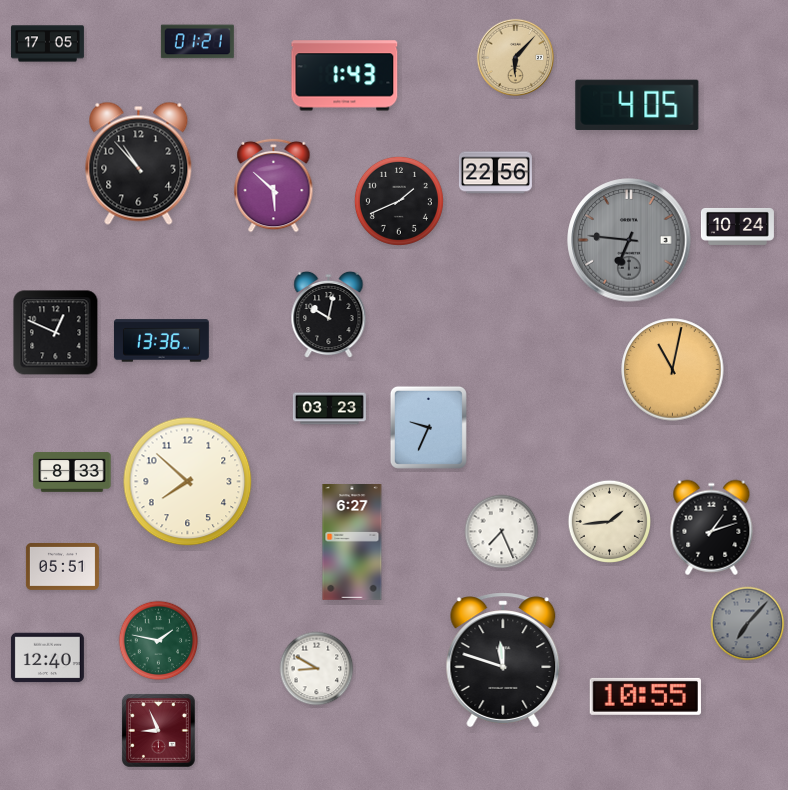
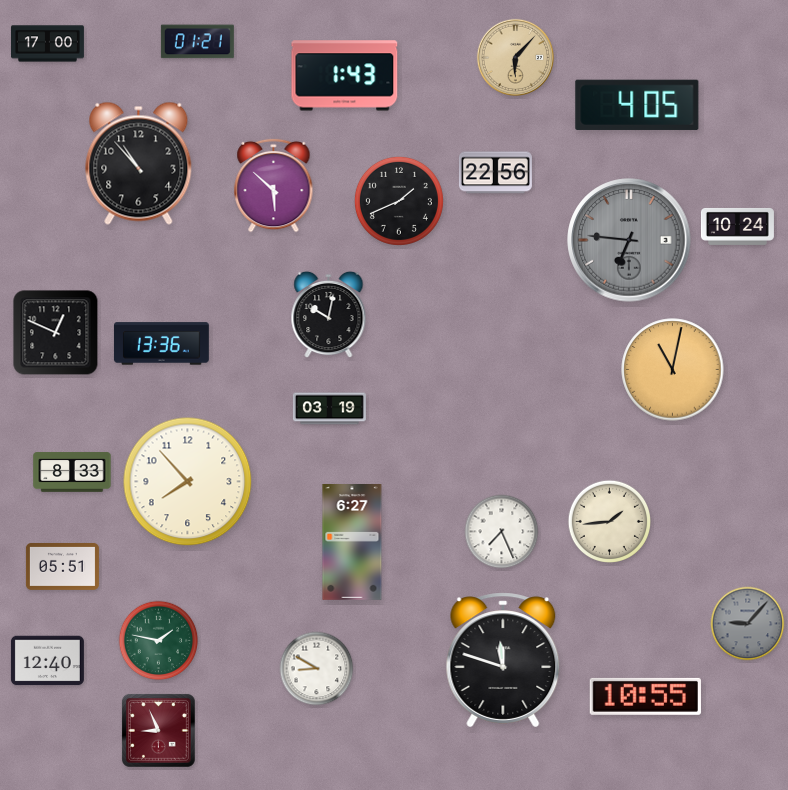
clock at (47, 44): 17:05 -> 17:00
clock at (161, 341) position: (161, 341) -> (161, 344)
clock at (329, 409): 03:23 -> 03:19
clock at (428, 427): 9:34 -> none
clock at (188, 482): 7:52 -> 7:53
clock at (712, 528): 1:12 -> none
clock at (748, 624): 7:07 -> 9:07
clock at (47, 658) position: (47, 658) -> (47, 661)
